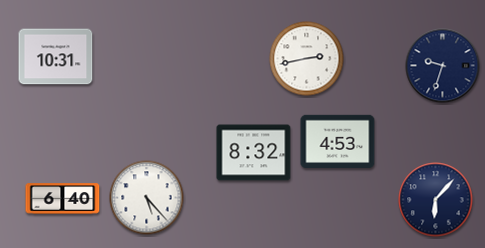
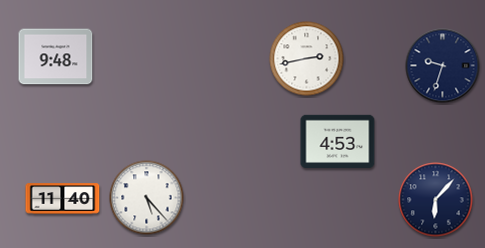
clock at (56, 57): 10:31 -> 9:48
clock at (254, 153): 8:32 -> none
clock at (63, 199): 6:40 -> 11:40
